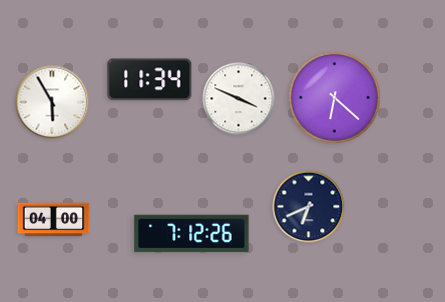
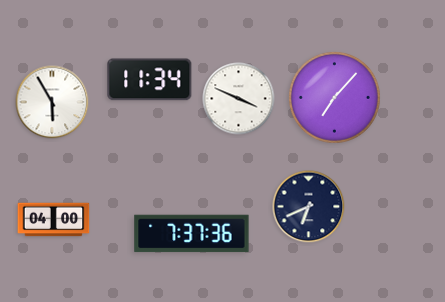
clock at (335, 98): 6:22 -> 7:07
clock at (192, 234): 7:12 -> 7:37
